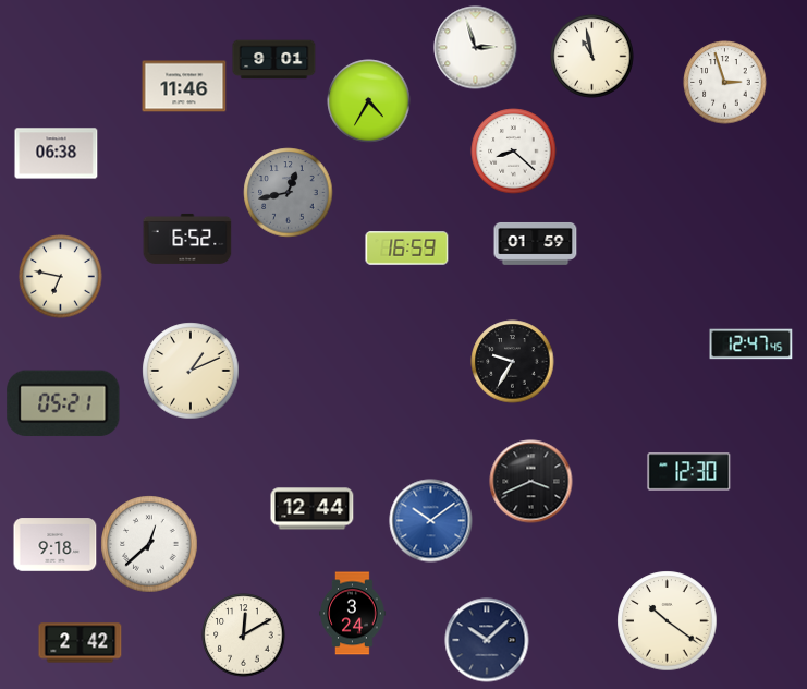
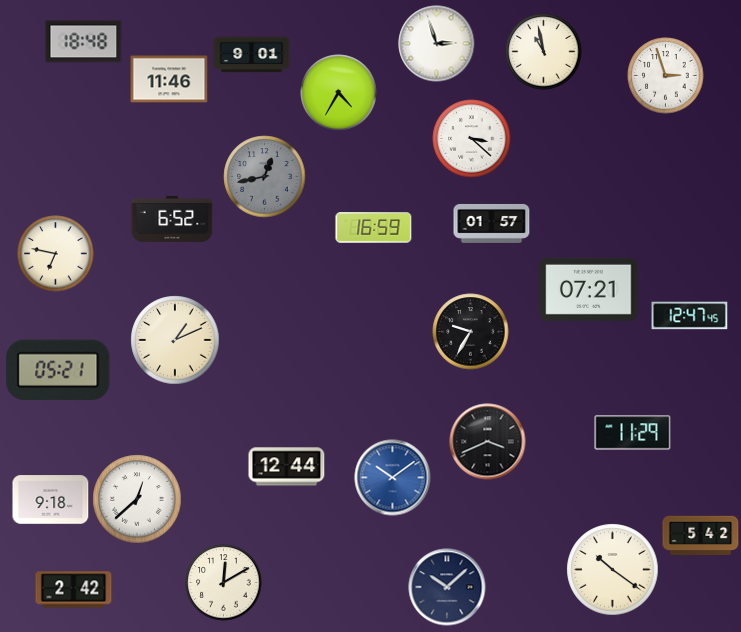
clock at (84, 42): none -> 18:48
clock at (514, 152): 8:22 -> 3:22
clock at (57, 154): 06:38 -> none
clock at (536, 244): 01:59 -> 01:57
clock at (589, 289): none -> 07:21
clock at (689, 472): 12:30 -> 11:29
clock at (431, 521) position: (431, 521) -> (393, 478)
clock at (701, 535): none -> 5:42
clock at (353, 614): 3:24 -> none
